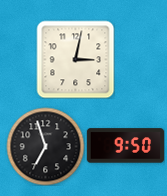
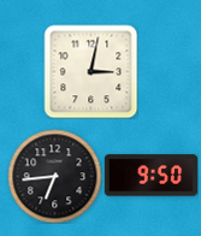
clock at (45, 146): 6:57 -> 6:44
